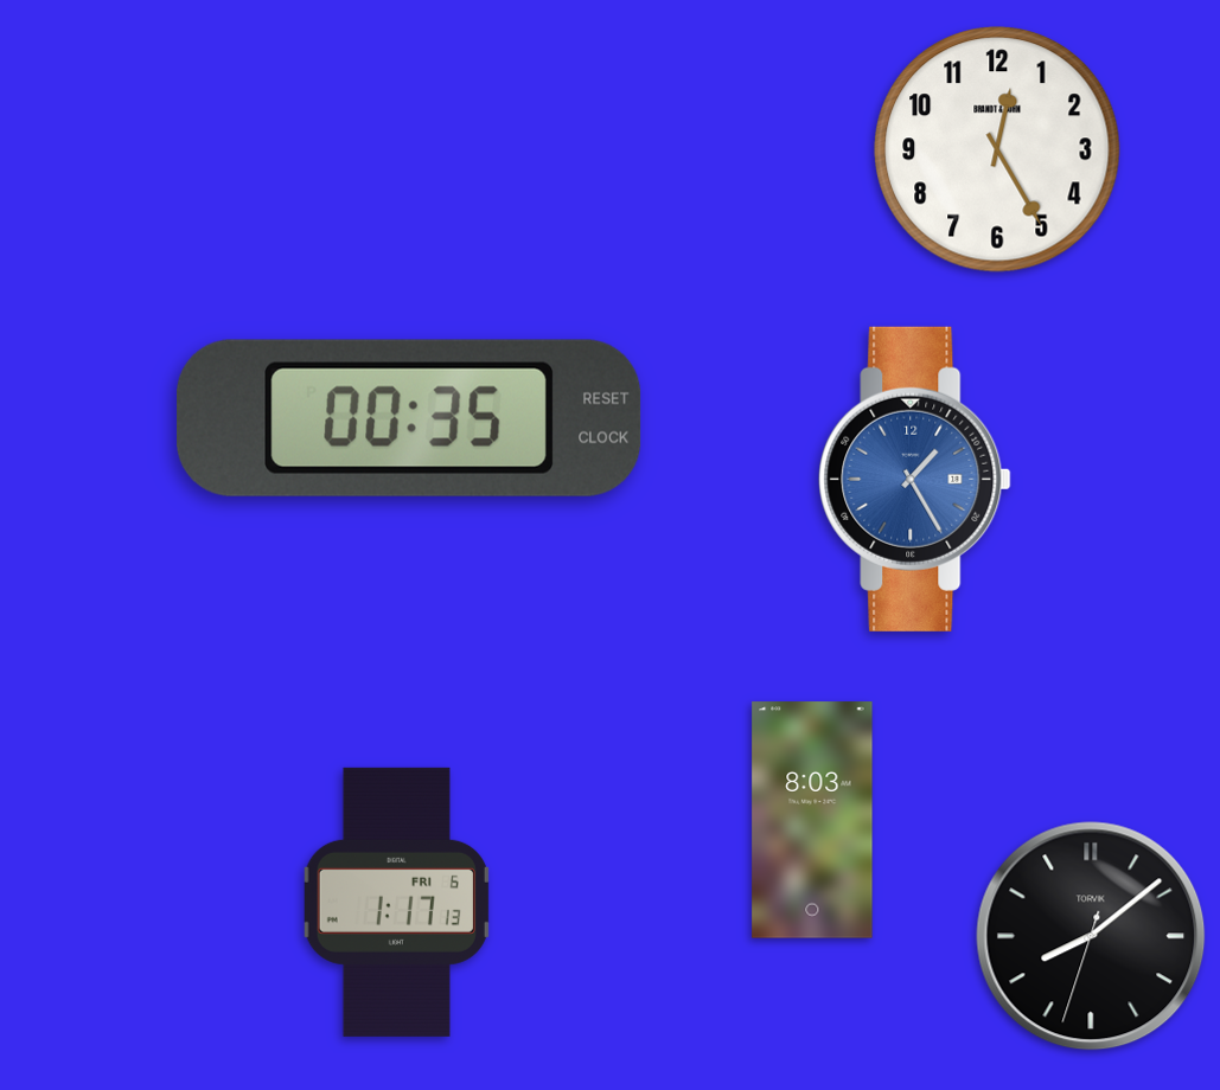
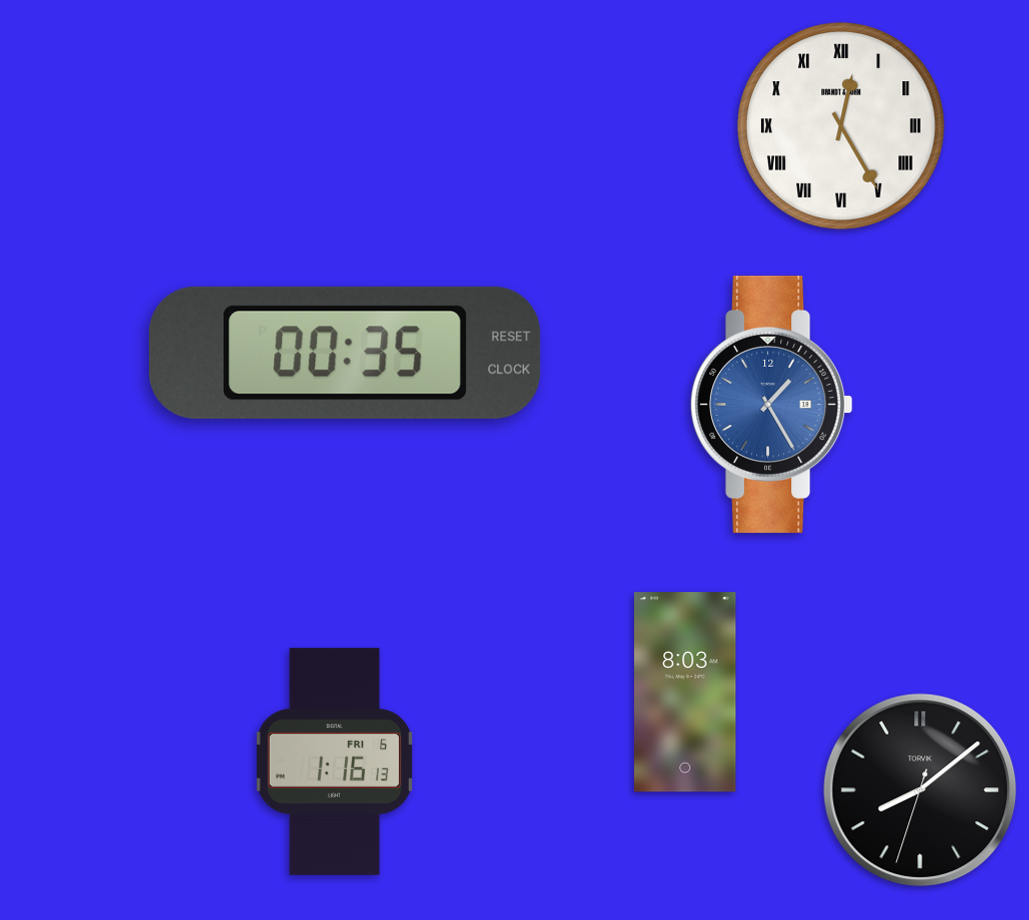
clock at (997, 149) numerals: Arabic -> Roman
clock at (396, 902): 1:17 -> 1:16
